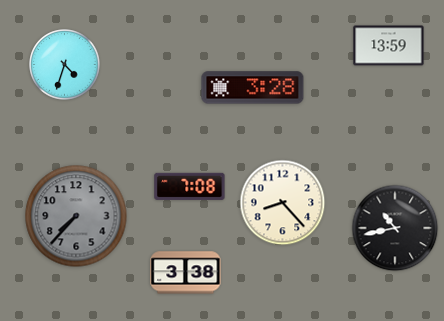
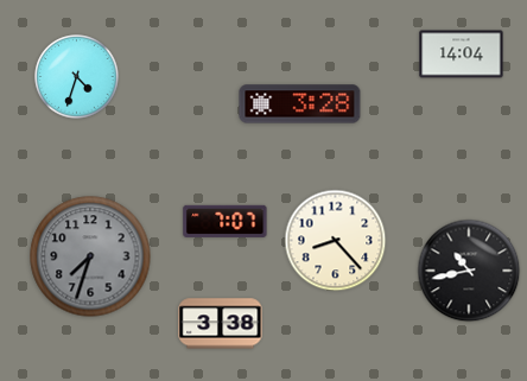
clock at (389, 46): 13:59 -> 14:04
clock at (190, 186): 7:08 -> 7:07
clock at (76, 216): 7:37 -> 7:33
